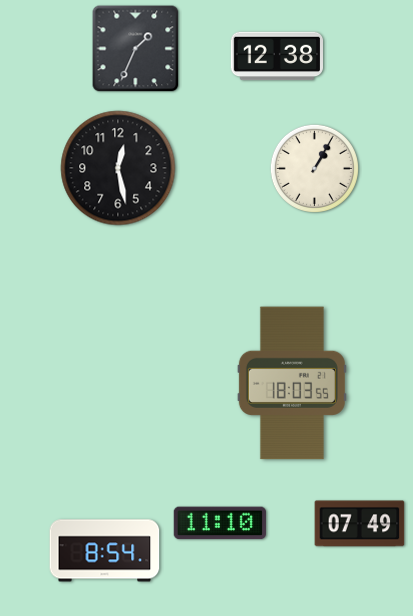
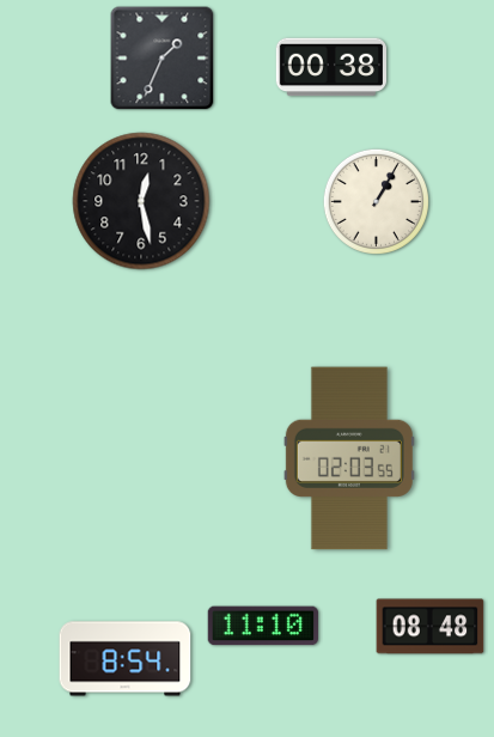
clock at (276, 56): 12:38 -> 00:38
clock at (292, 383): 18:03 -> 02:03
clock at (360, 524): 07:49 -> 08:48
